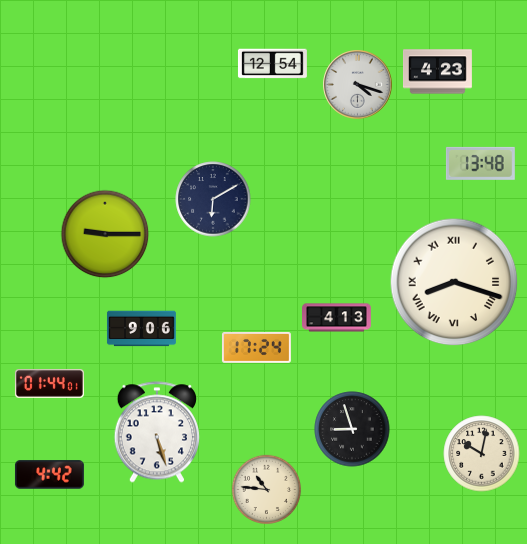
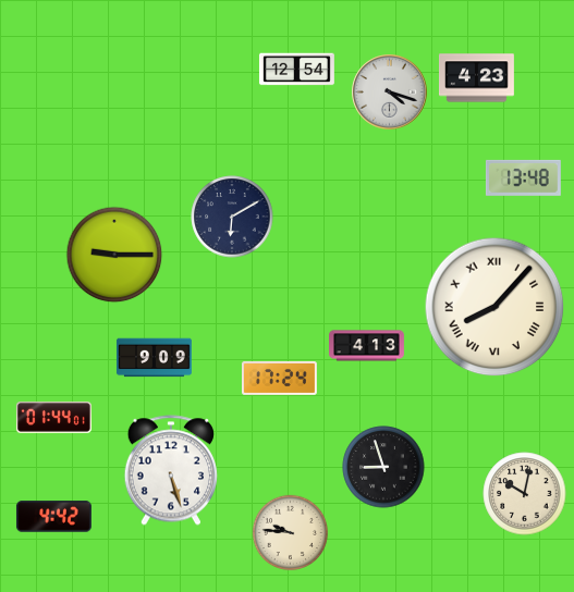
clock at (454, 282): 8:18 -> 8:07
clock at (141, 329): 9:06 -> 9:09
clock at (267, 490): 10:46 -> 9:46
